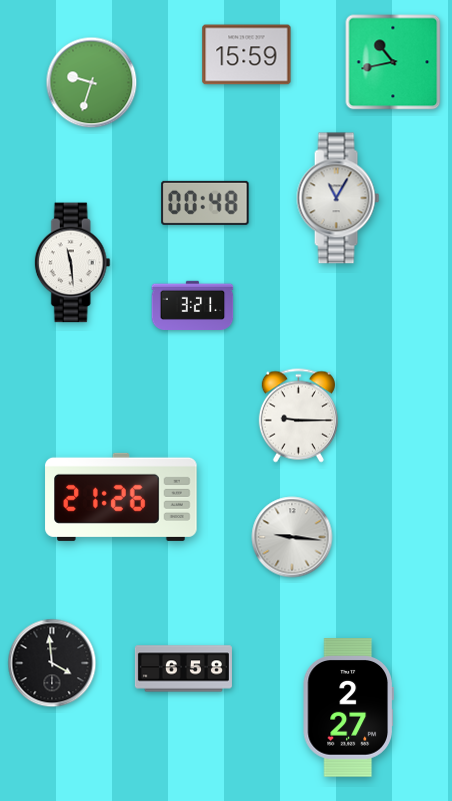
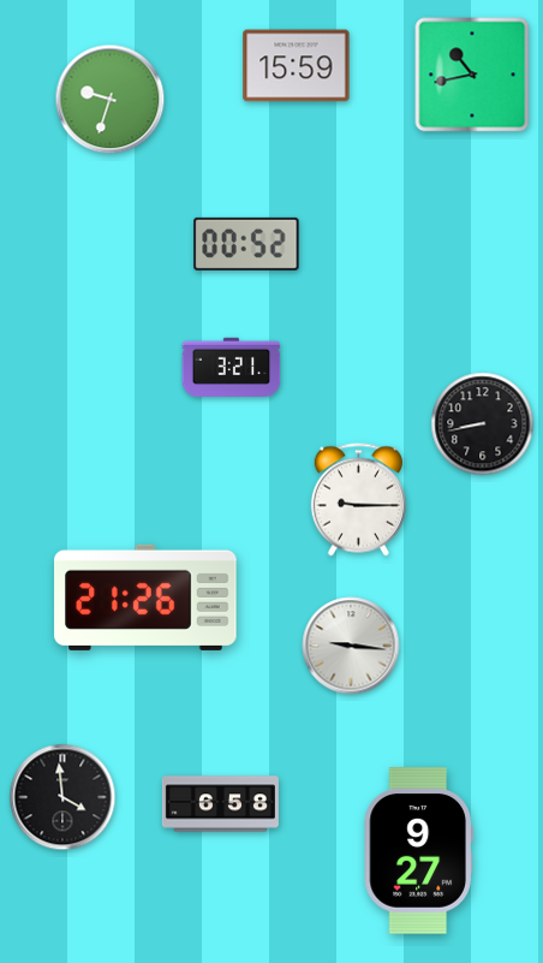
clock at (338, 198): 11:05 -> none
clock at (205, 203): 00:48 -> 00:52
clock at (72, 263): 11:29 -> none
clock at (483, 424): none -> 8:43
clock at (348, 708): 2:27 -> 9:27
